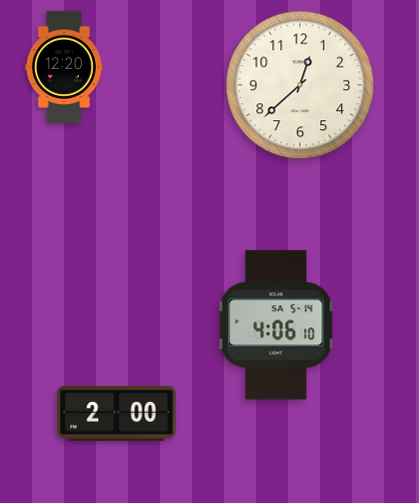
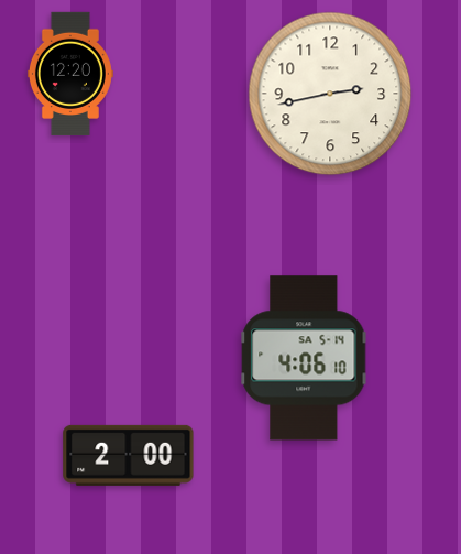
clock at (300, 85): 12:38 -> 2:43
